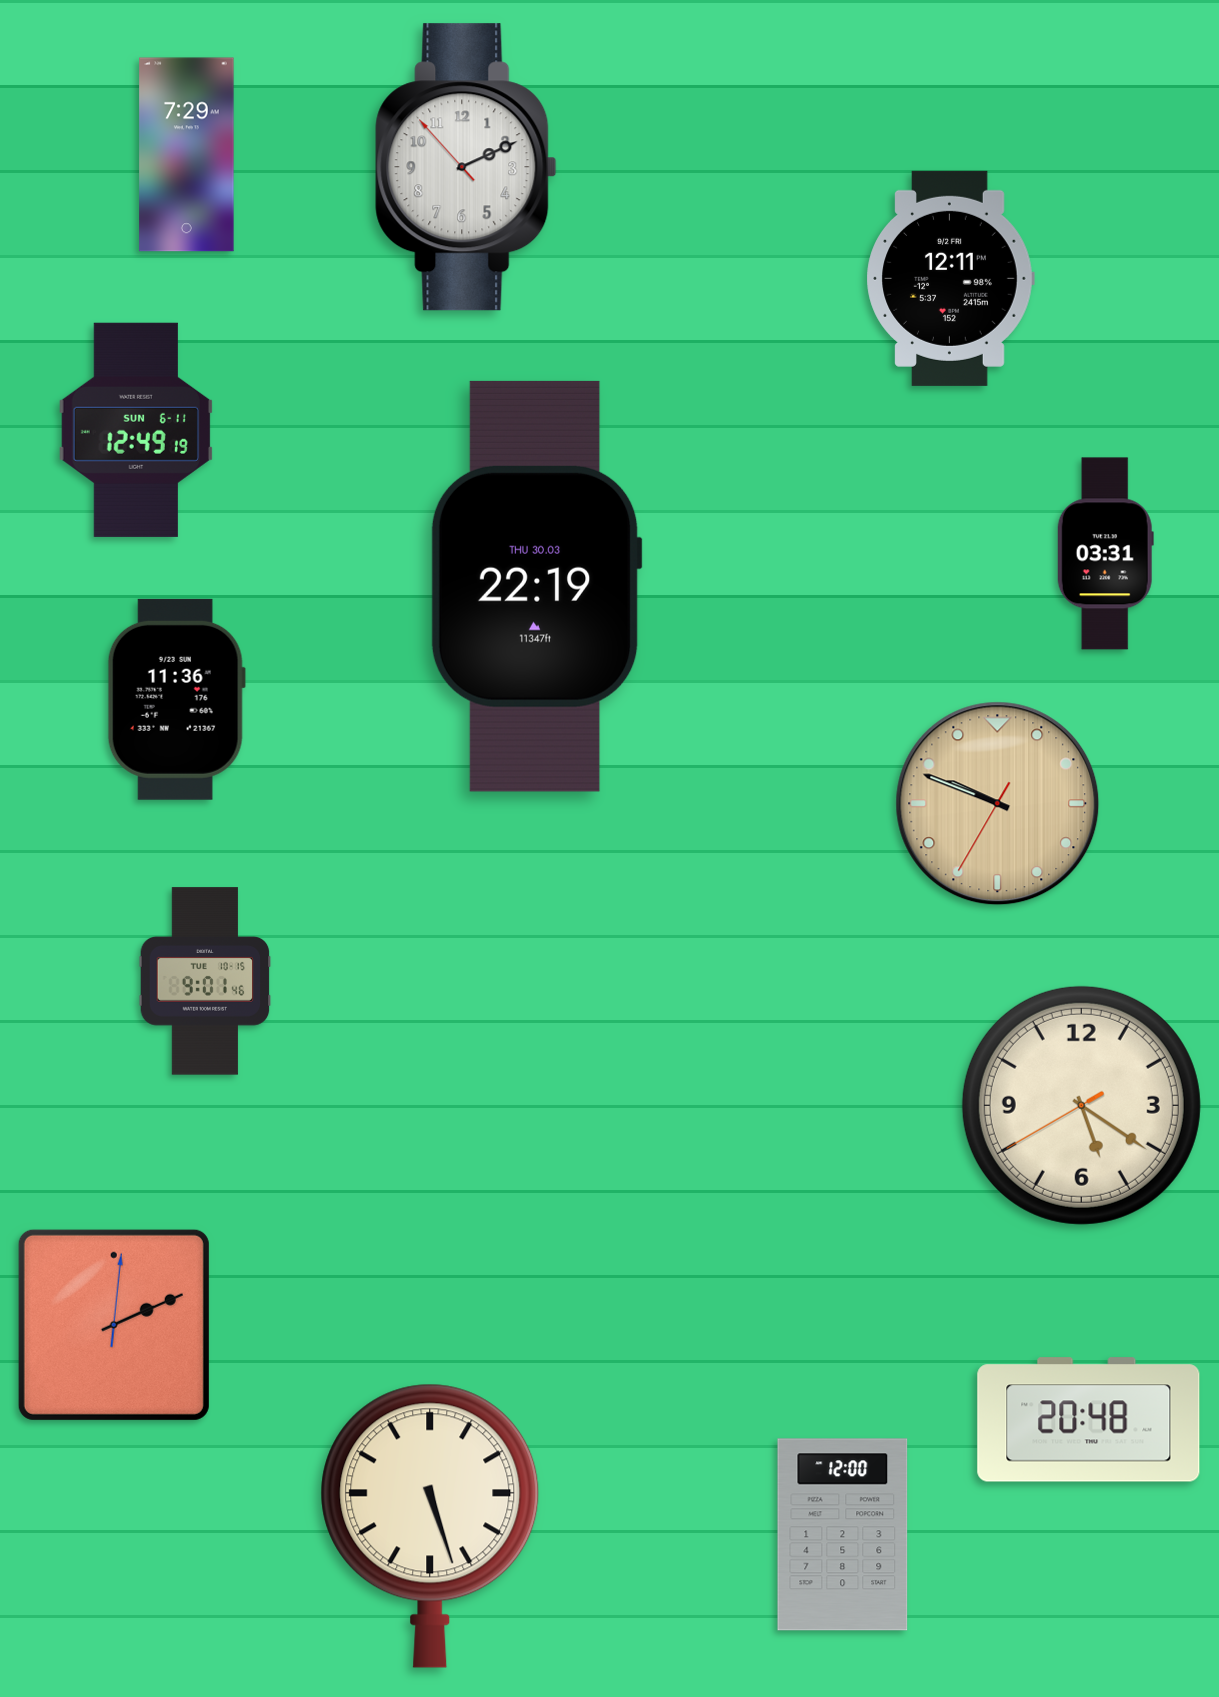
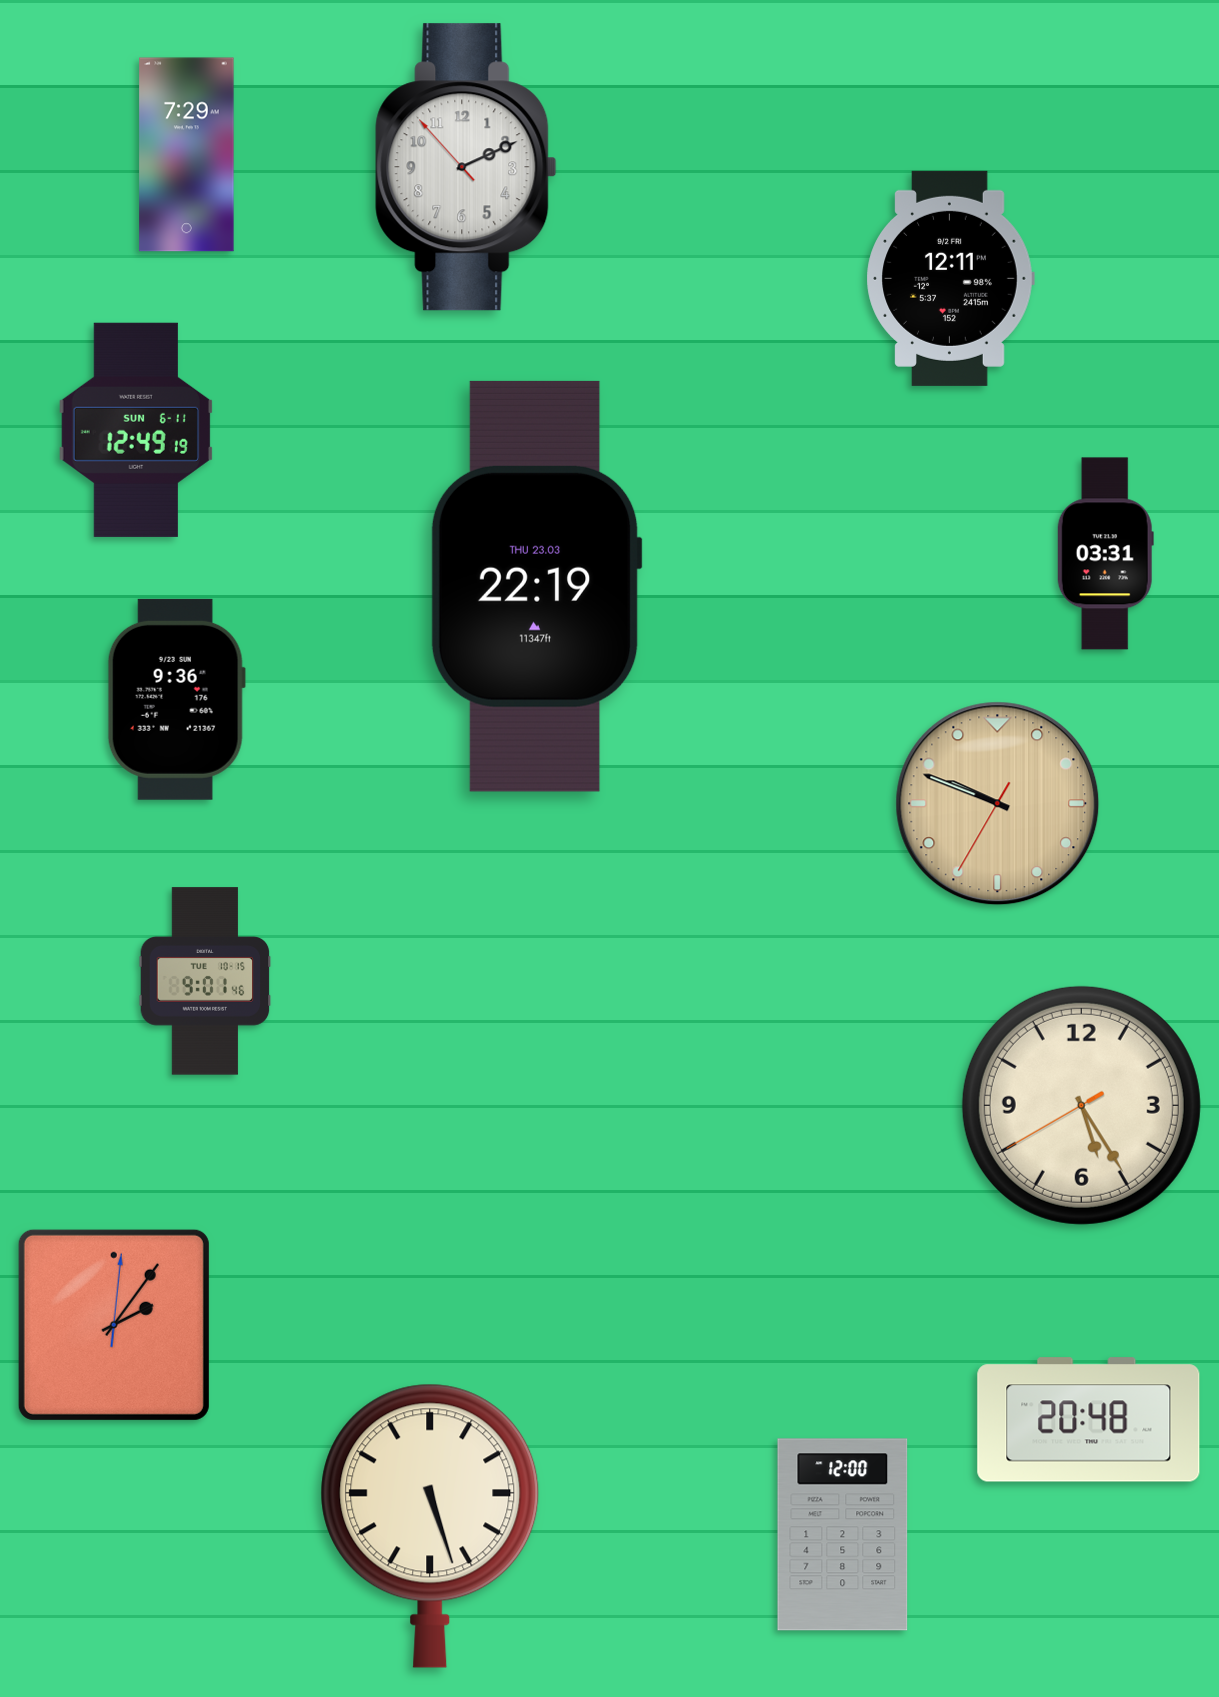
clock at (536, 586) date: THU 30.03 -> THU 23.03
clock at (176, 699): 11:36 -> 9:36
clock at (1081, 1105): 5:20 -> 5:24
clock at (114, 1325): 2:11 -> 2:06
